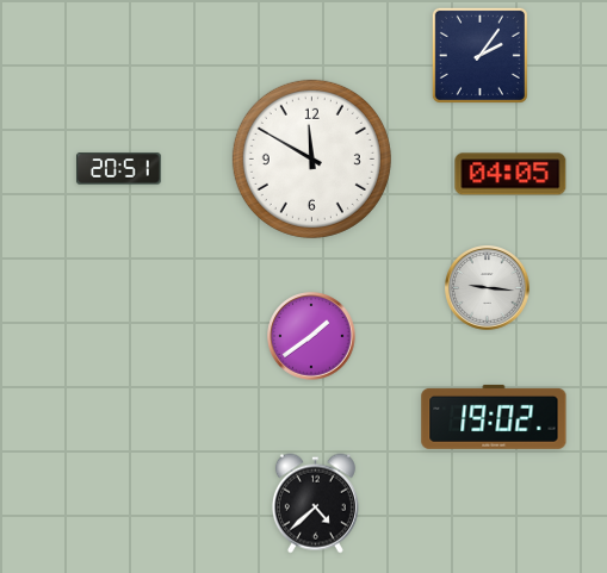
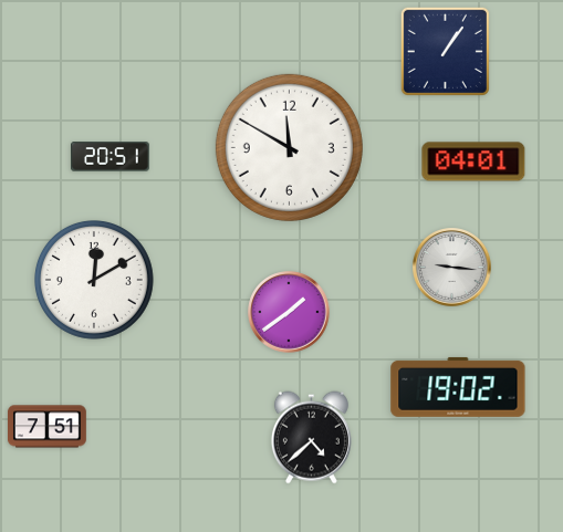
clock at (479, 55): 2:06 -> 1:06
clock at (510, 174): 04:05 -> 04:01
clock at (95, 281): none -> 12:10
clock at (48, 427): none -> 7:51
clock at (315, 504) position: (315, 504) -> (311, 438)
